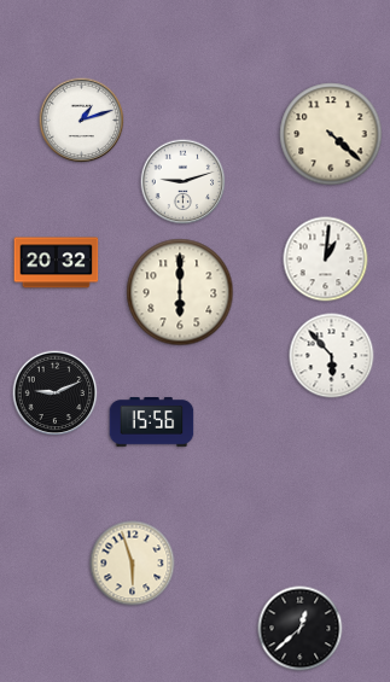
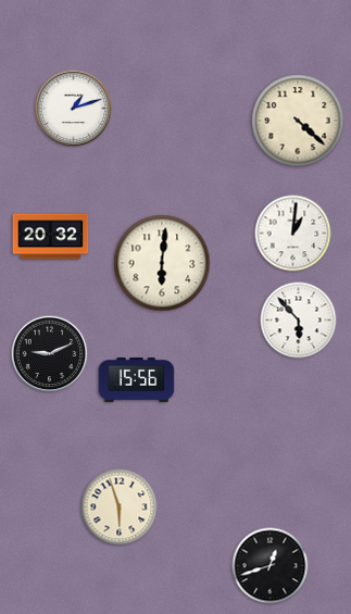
clock at (184, 182): 9:12 -> none
clock at (180, 292): 6:00 -> 6:01
clock at (301, 629): 12:38 -> 12:42
